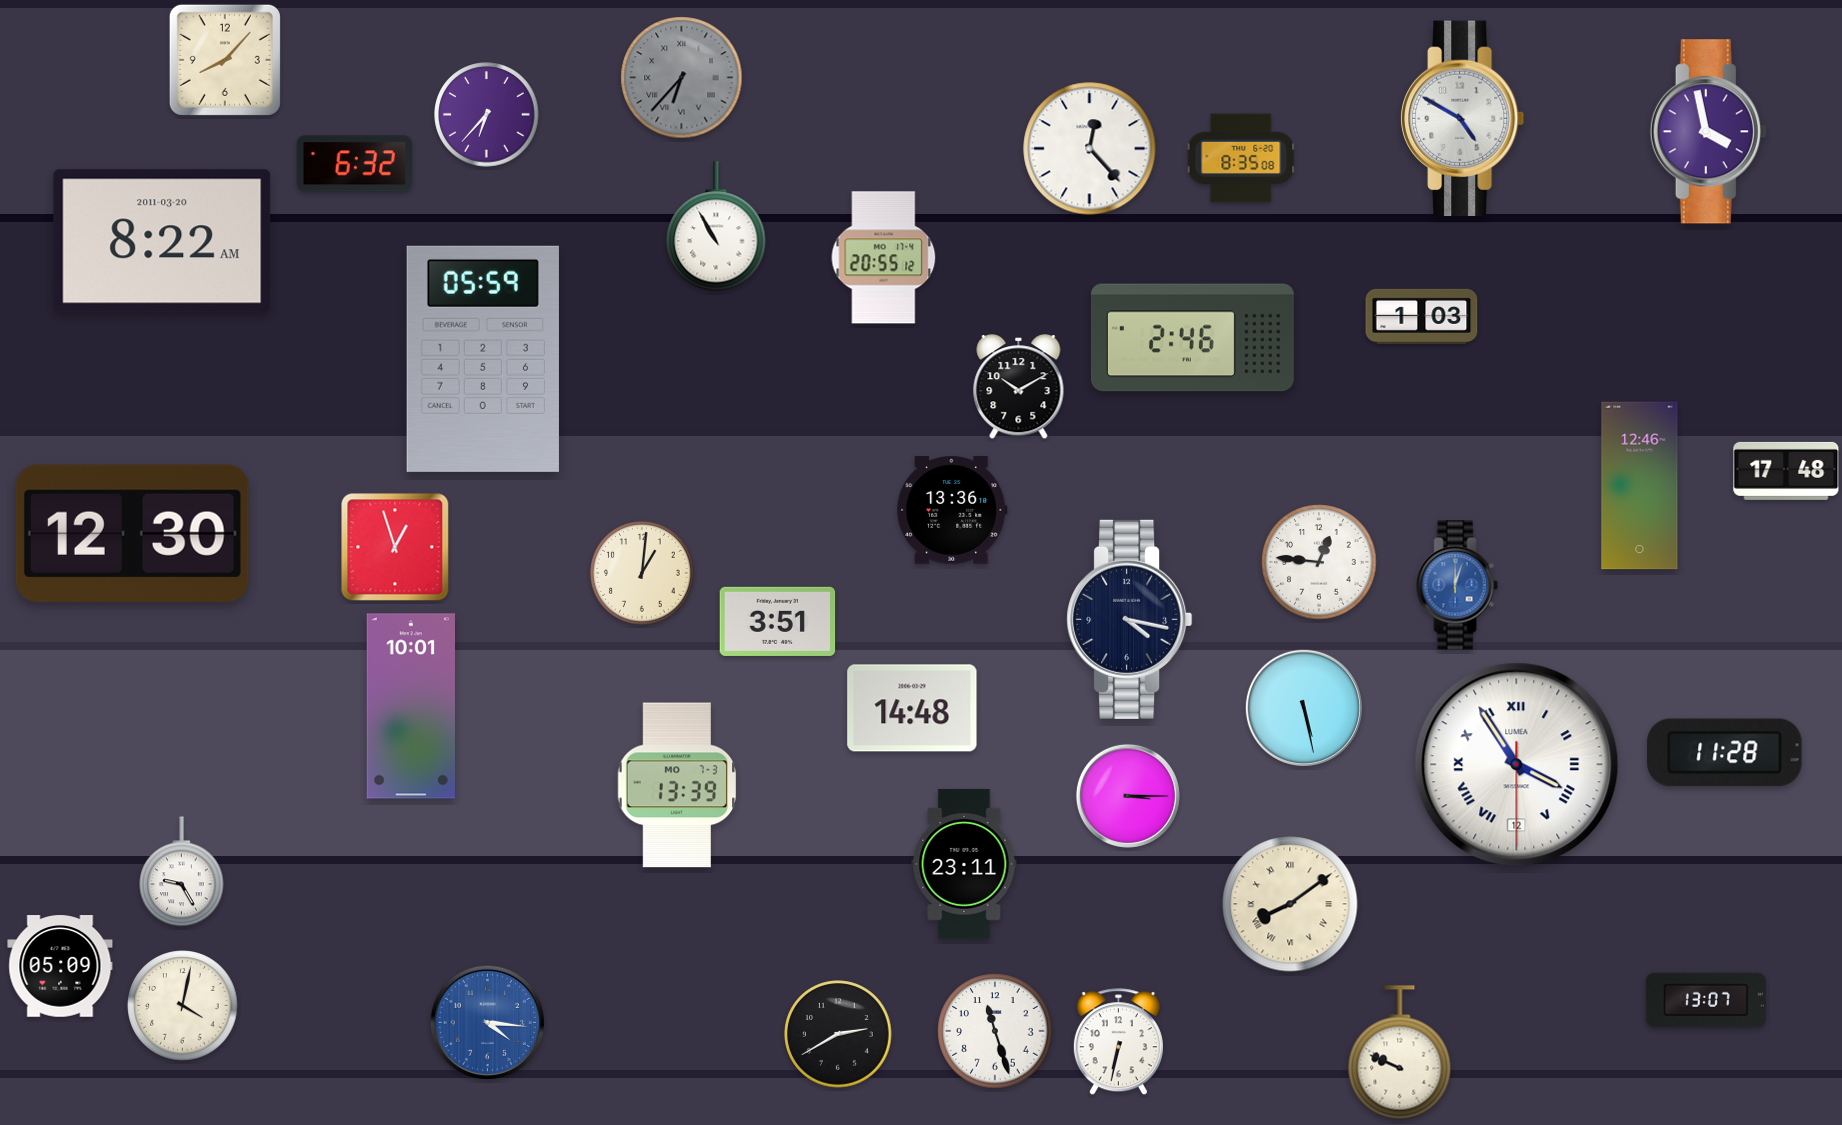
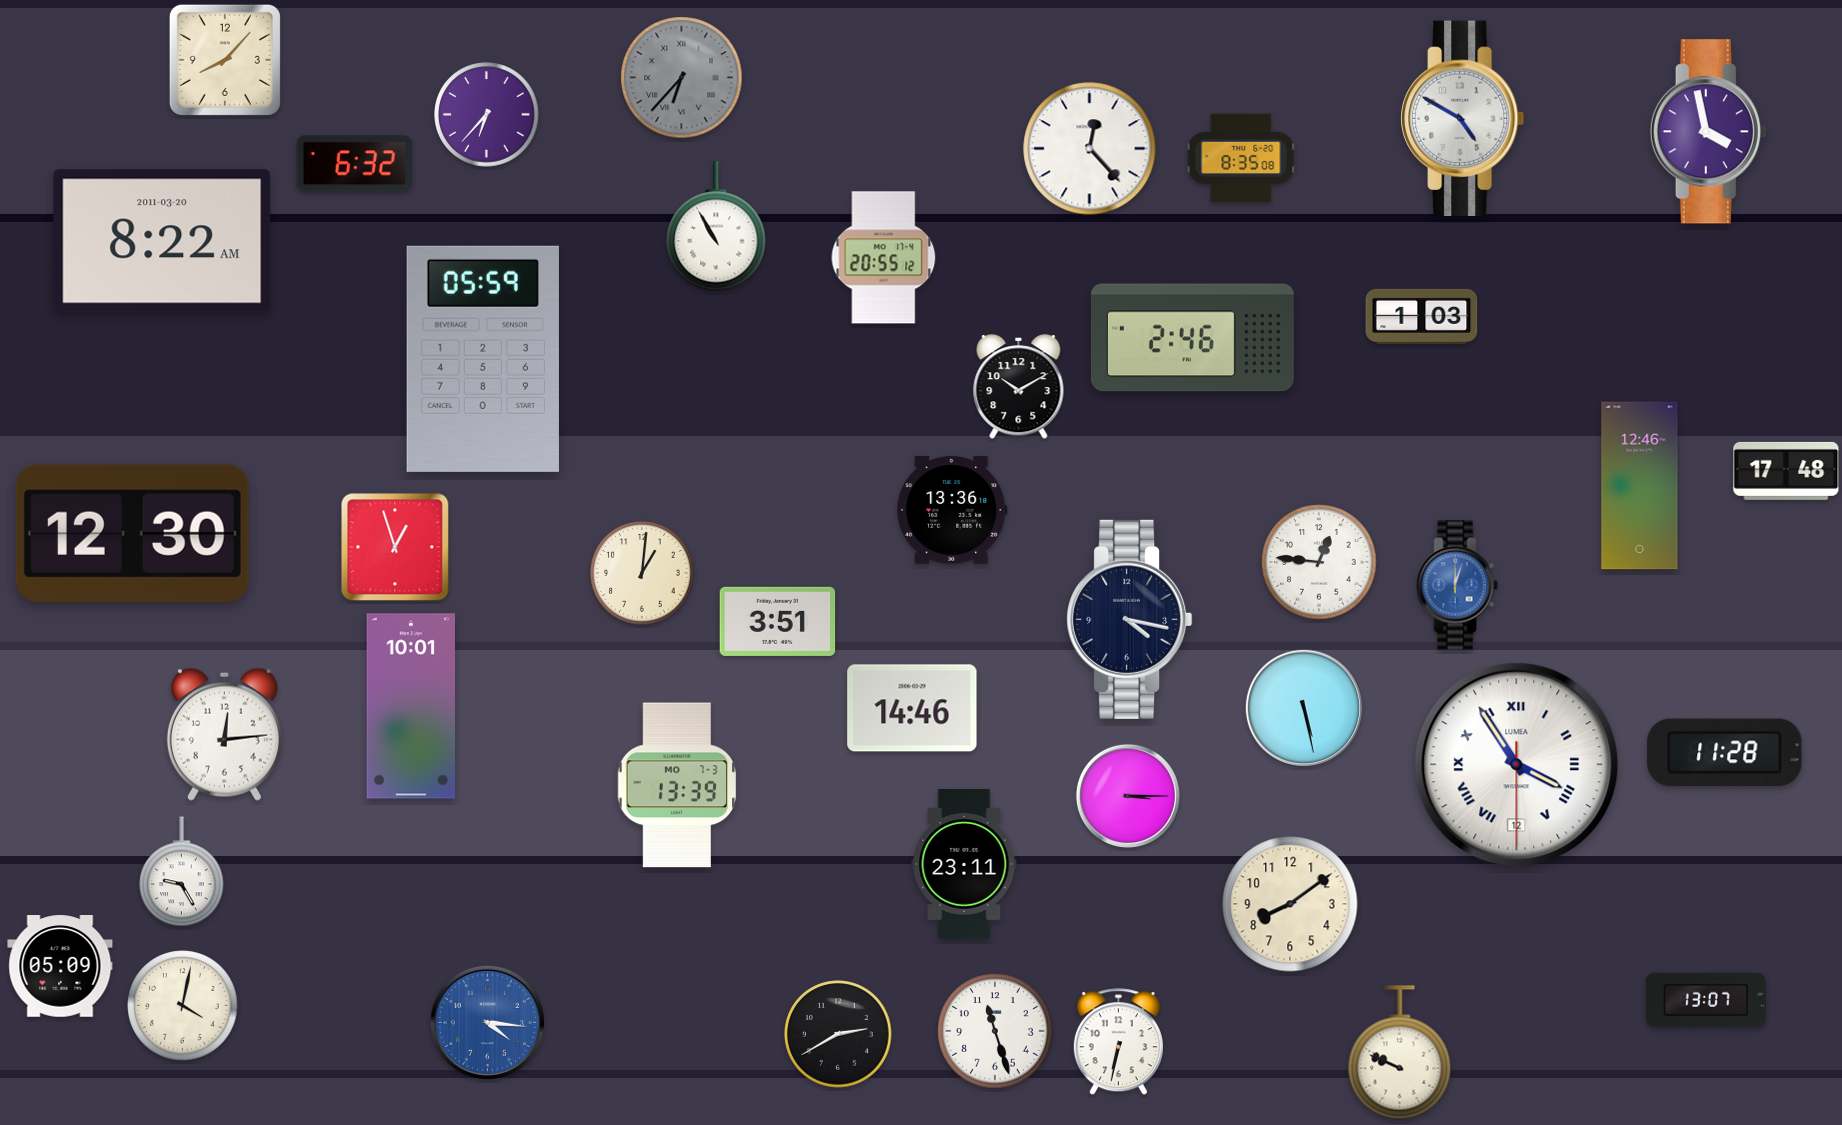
clock at (912, 708): 14:48 -> 14:46
clock at (224, 734): none -> 12:14
clock at (1290, 904) numerals: Roman -> Arabic
